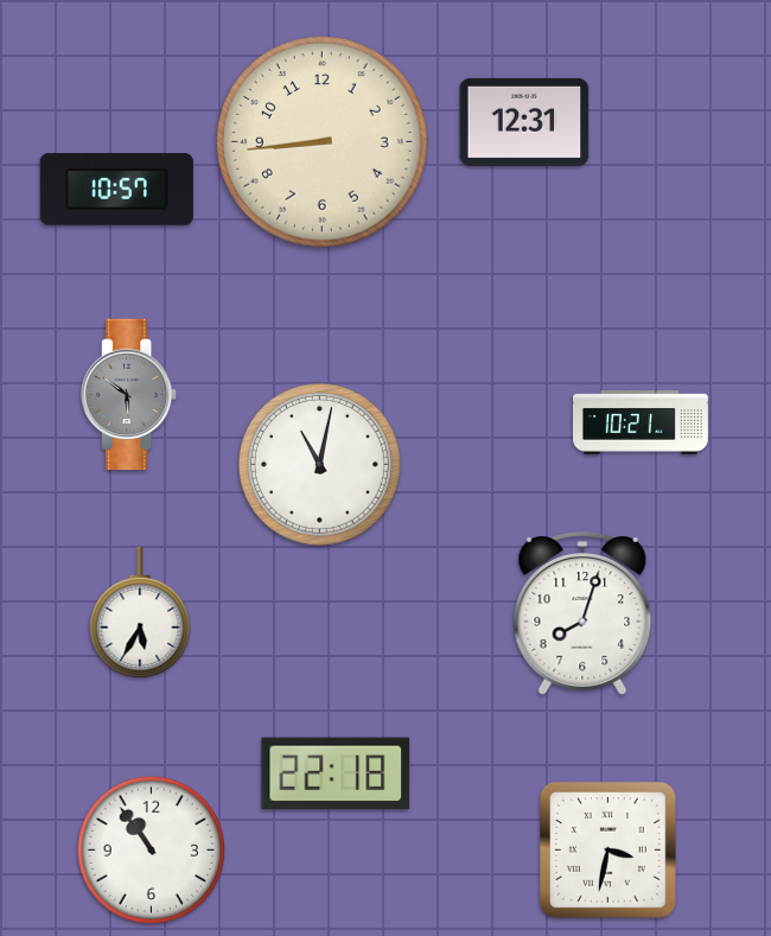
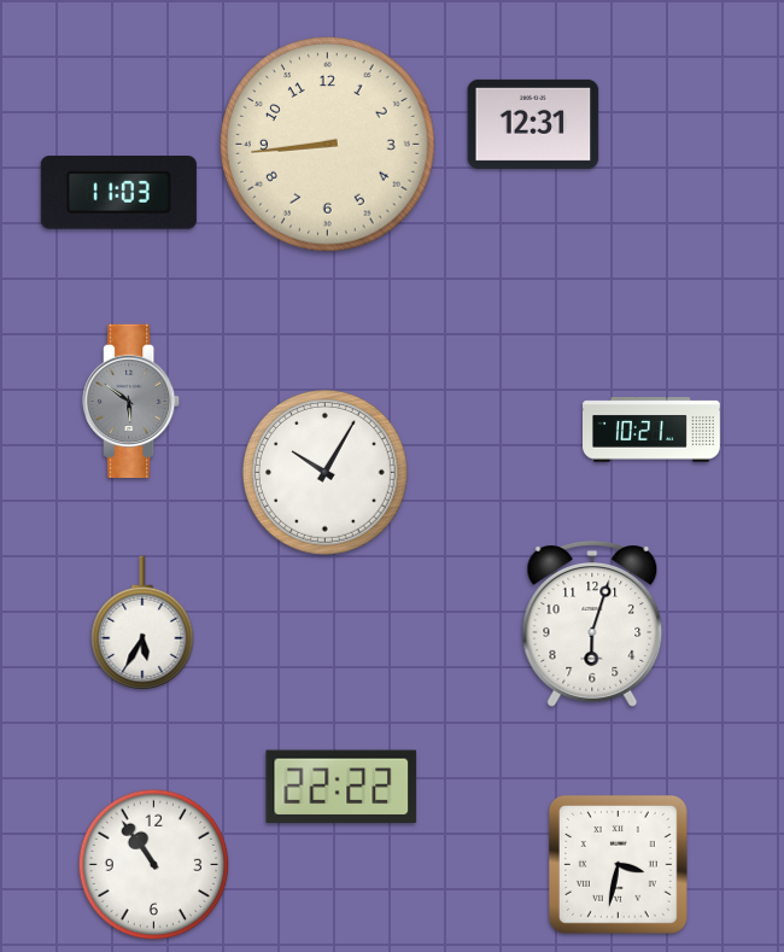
clock at (116, 190): 10:57 -> 11:03
clock at (319, 464): 11:02 -> 10:05
clock at (582, 613): 8:03 -> 6:03
clock at (336, 773): 22:18 -> 22:22
